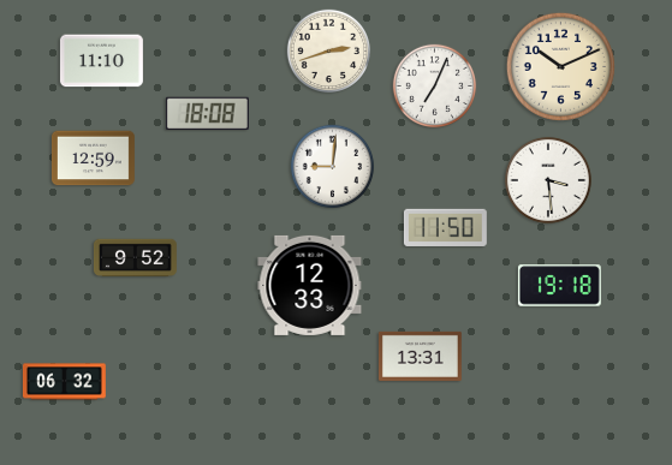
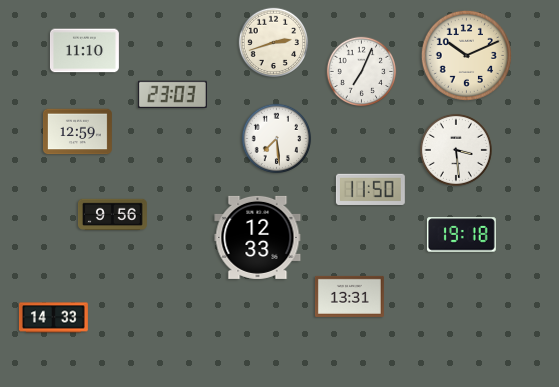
clock at (207, 113): 18:08 -> 23:03
clock at (333, 167): 9:01 -> 7:29
clock at (135, 258): 9:52 -> 9:56
clock at (559, 286) position: (559, 286) -> (461, 235)
clock at (64, 382): 06:32 -> 14:33
